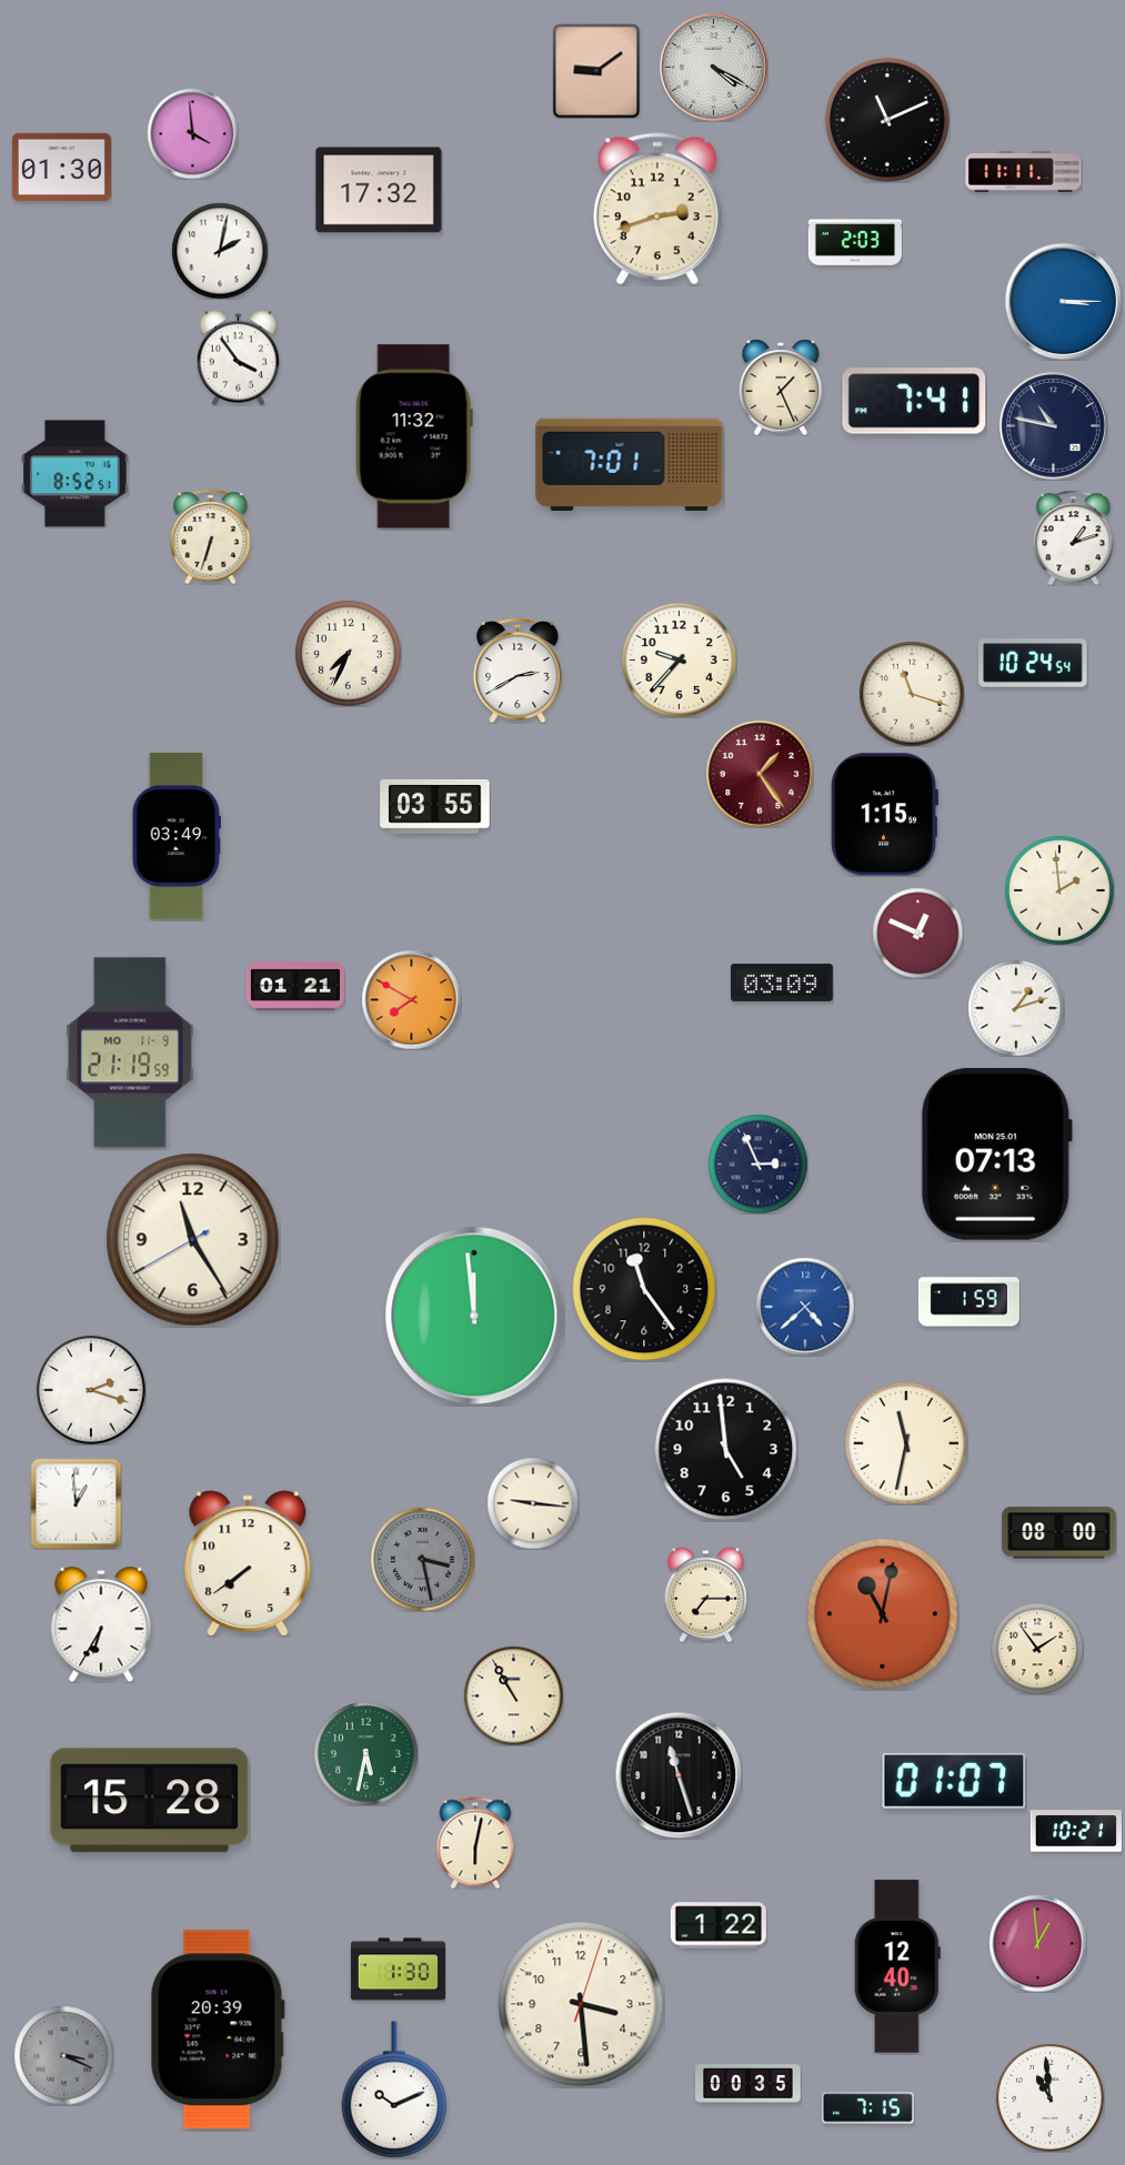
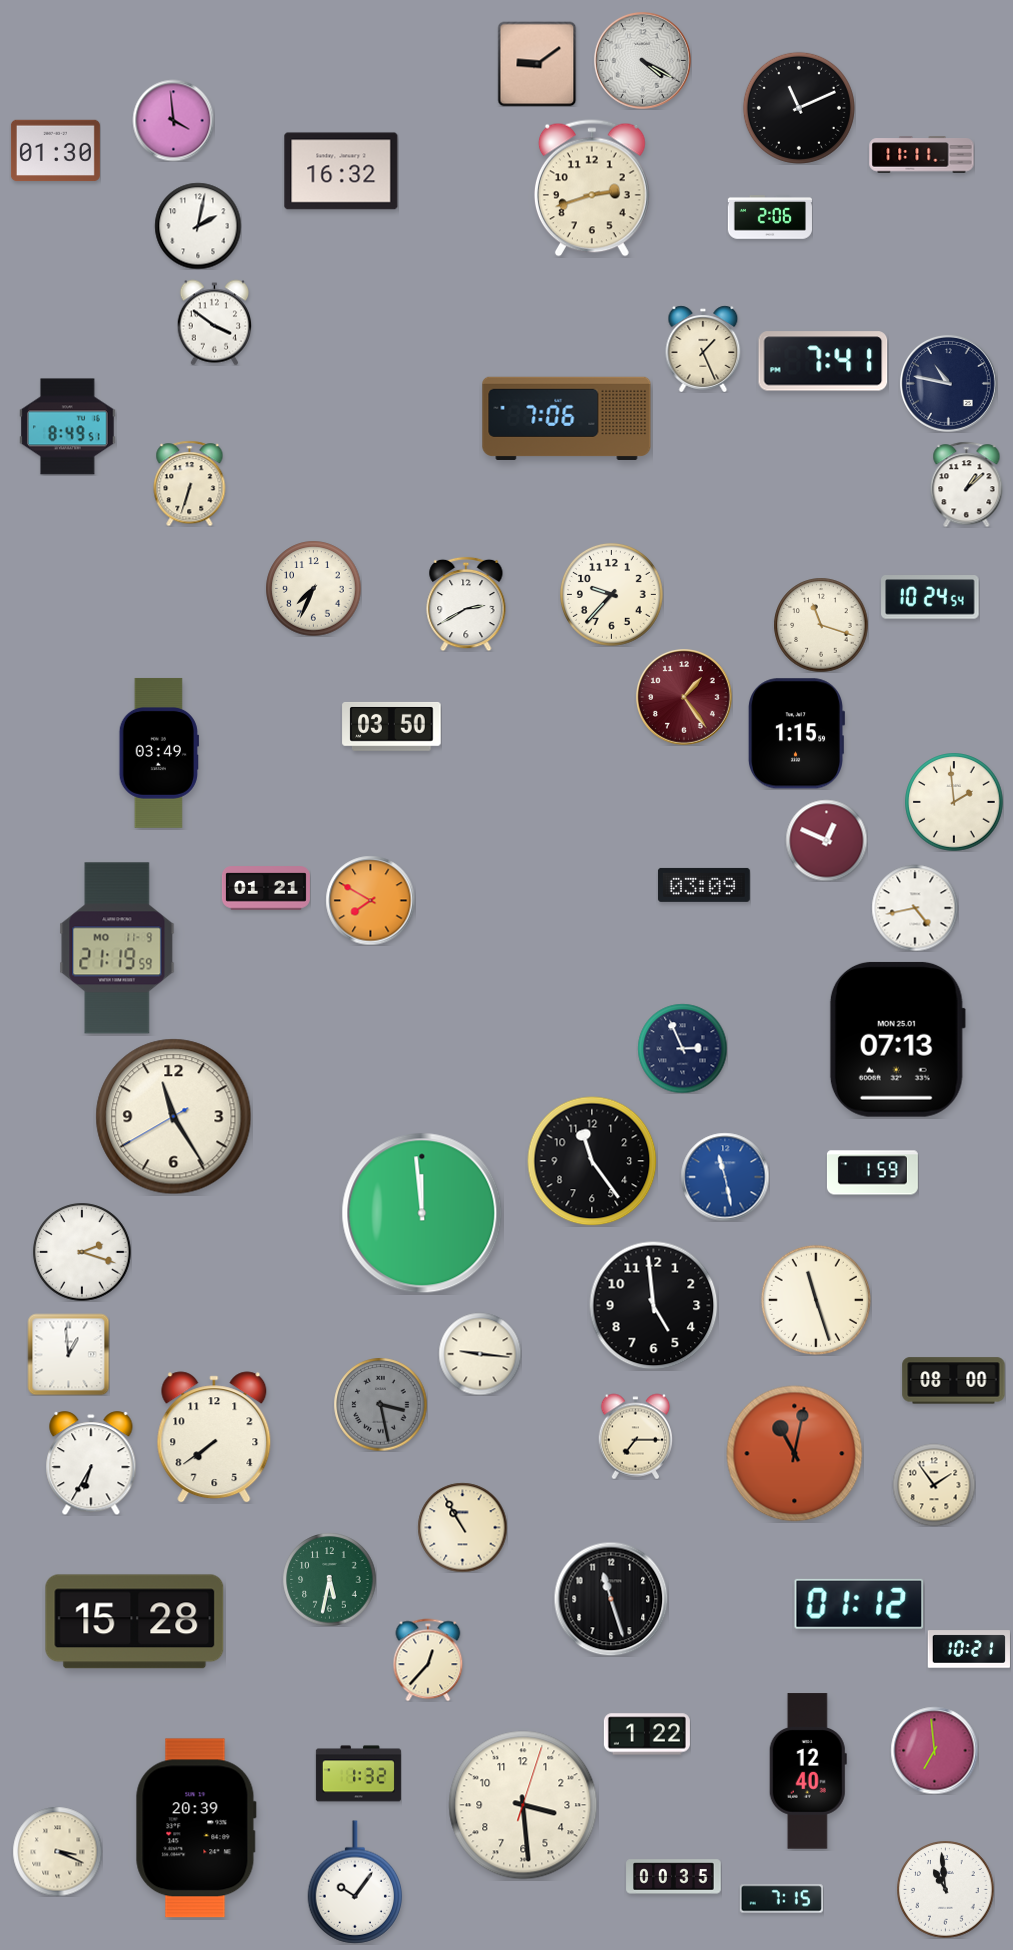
clock at (379, 190): 17:32 -> 16:32
clock at (855, 241): 2:03 -> 2:06
clock at (1063, 301): 3:15 -> none
clock at (239, 358): 3:54 -> 3:51
clock at (414, 436): 11:32 -> none
clock at (630, 464): 7:01 -> 7:06
clock at (76, 474): 8:52 -> 8:49
clock at (1074, 537): 1:12 -> 1:08
clock at (435, 806): 03:55 -> 03:50
clock at (1016, 1008): 1:12 -> 4:43
clock at (644, 1289) position: (644, 1289) -> (592, 1161)
clock at (805, 1307): 4:38 -> 11:28
clock at (474, 1316) position: (474, 1316) -> (422, 1213)
clock at (906, 1443): 11:32 -> 11:27
clock at (248, 1563) position: (248, 1563) -> (214, 1437)
clock at (954, 1781): 01:07 -> 01:12
clock at (475, 1843): 6:02 -> 12:37
clock at (1037, 1943): 12:59 -> 6:59
clock at (398, 1970): 1:30 -> 1:32
clock at (63, 2055) dial: grey -> cream
clock at (394, 2090): 10:11 -> 10:06
